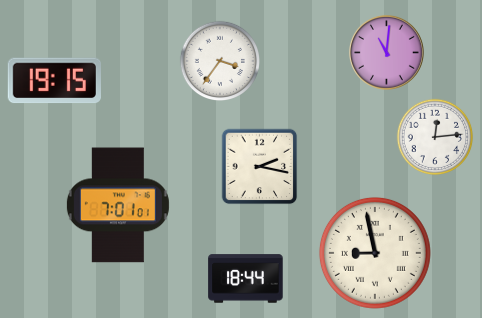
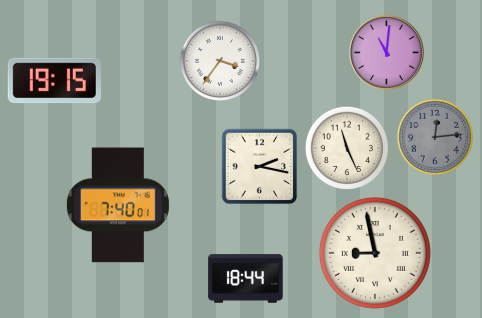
clock at (435, 137) dial: white -> grey
clock at (347, 148): none -> 11:26
clock at (118, 205): 7:01 -> 7:40
